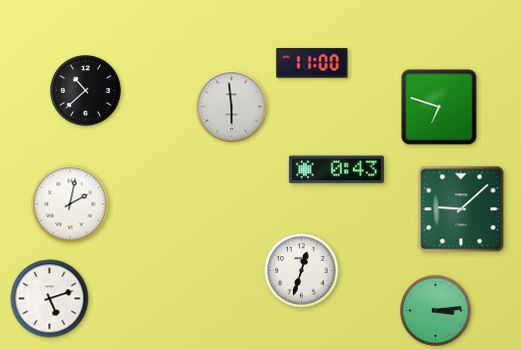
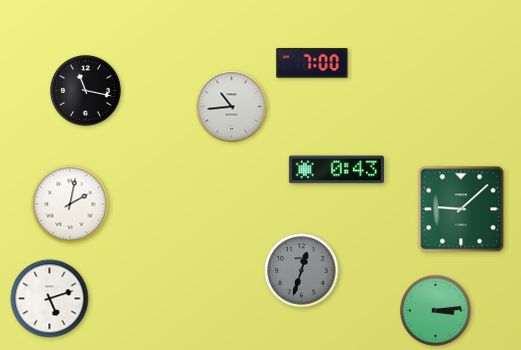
clock at (312, 63): 11:00 -> 7:00
clock at (86, 91): 10:38 -> 11:17
clock at (232, 107): 5:59 -> 10:44
clock at (439, 107): 6:48 -> none
clock at (302, 271) dial: white -> grey
